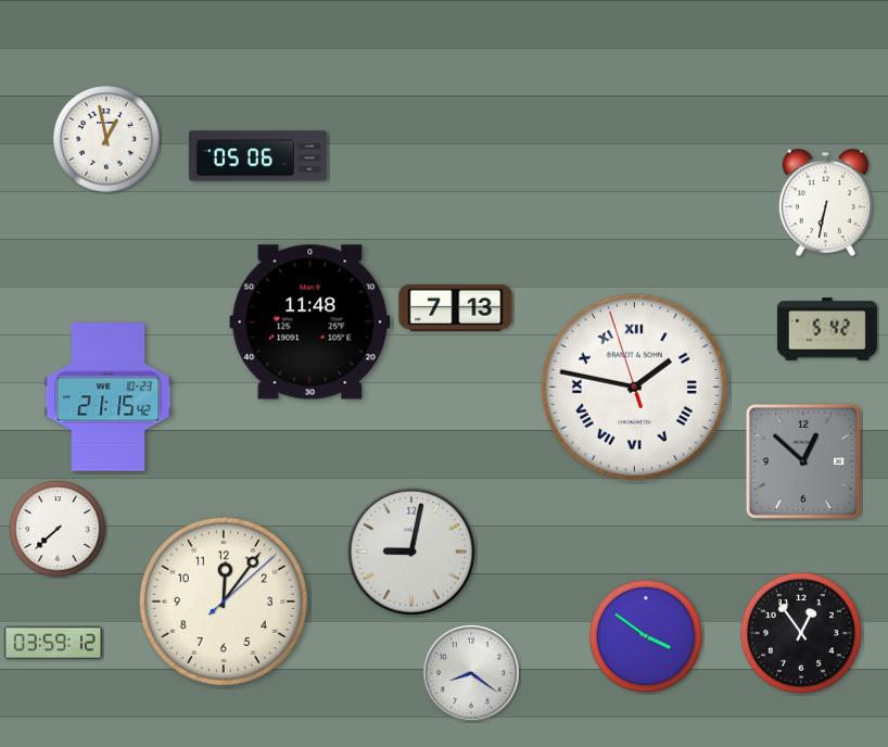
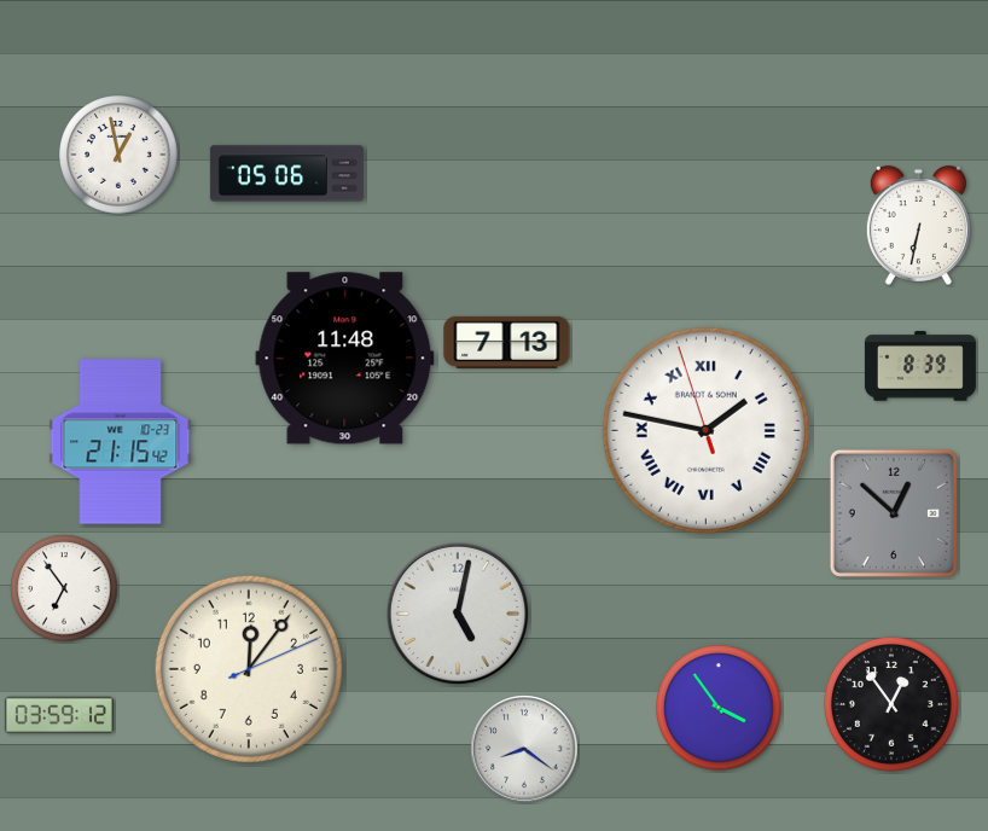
clock at (827, 329): 5:42 -> 8:39
clock at (58, 529): 7:38 -> 6:54
clock at (411, 552): 9:02 -> 5:02
clock at (224, 602): 12:06:08 -> 12:06:11
clock at (646, 636): 3:51 -> 3:54
